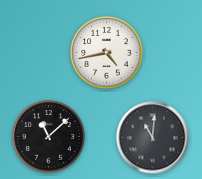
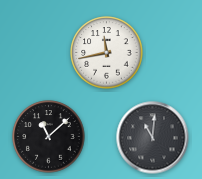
clock at (107, 53): 4:43 -> 11:43
